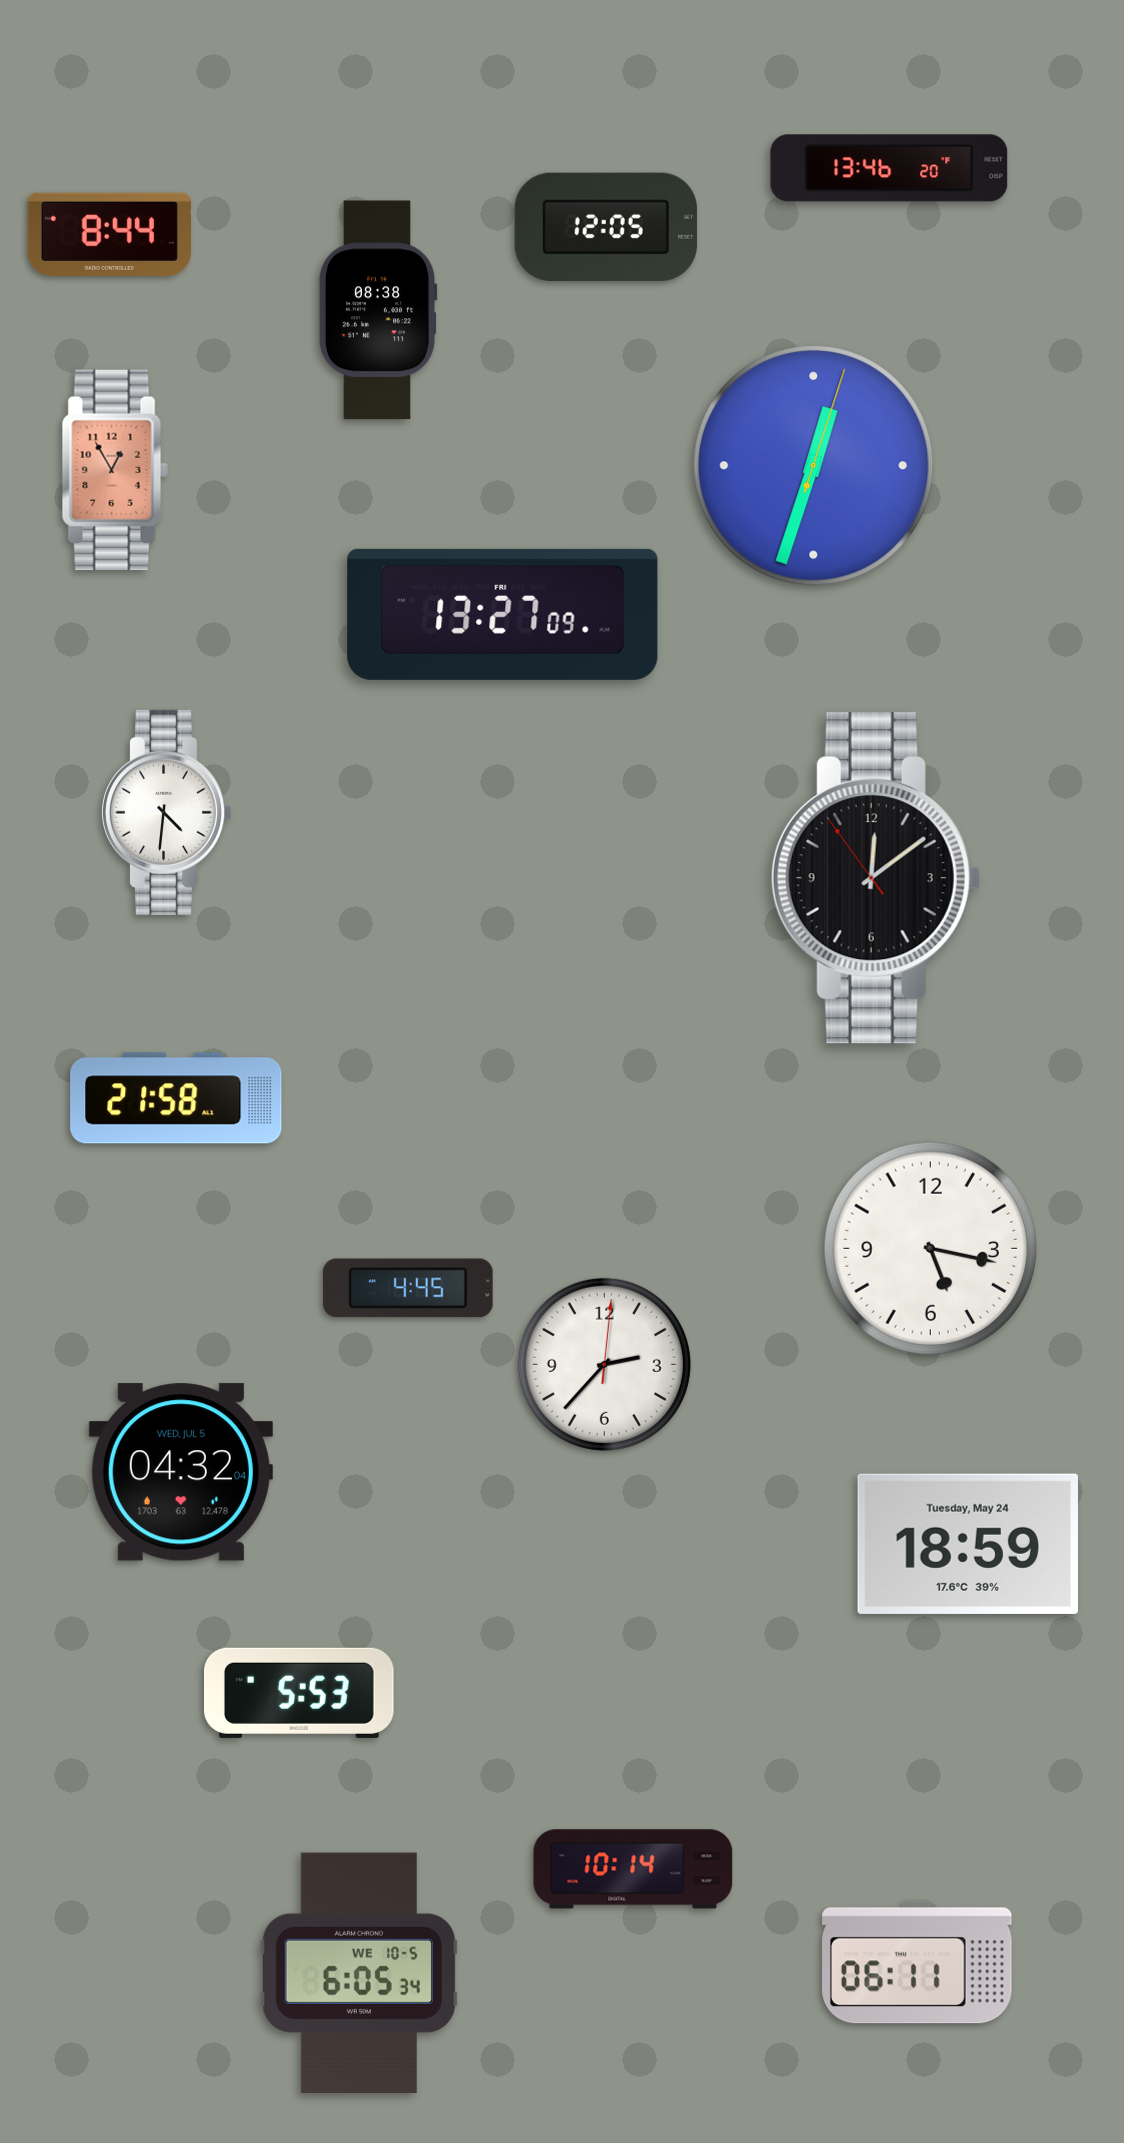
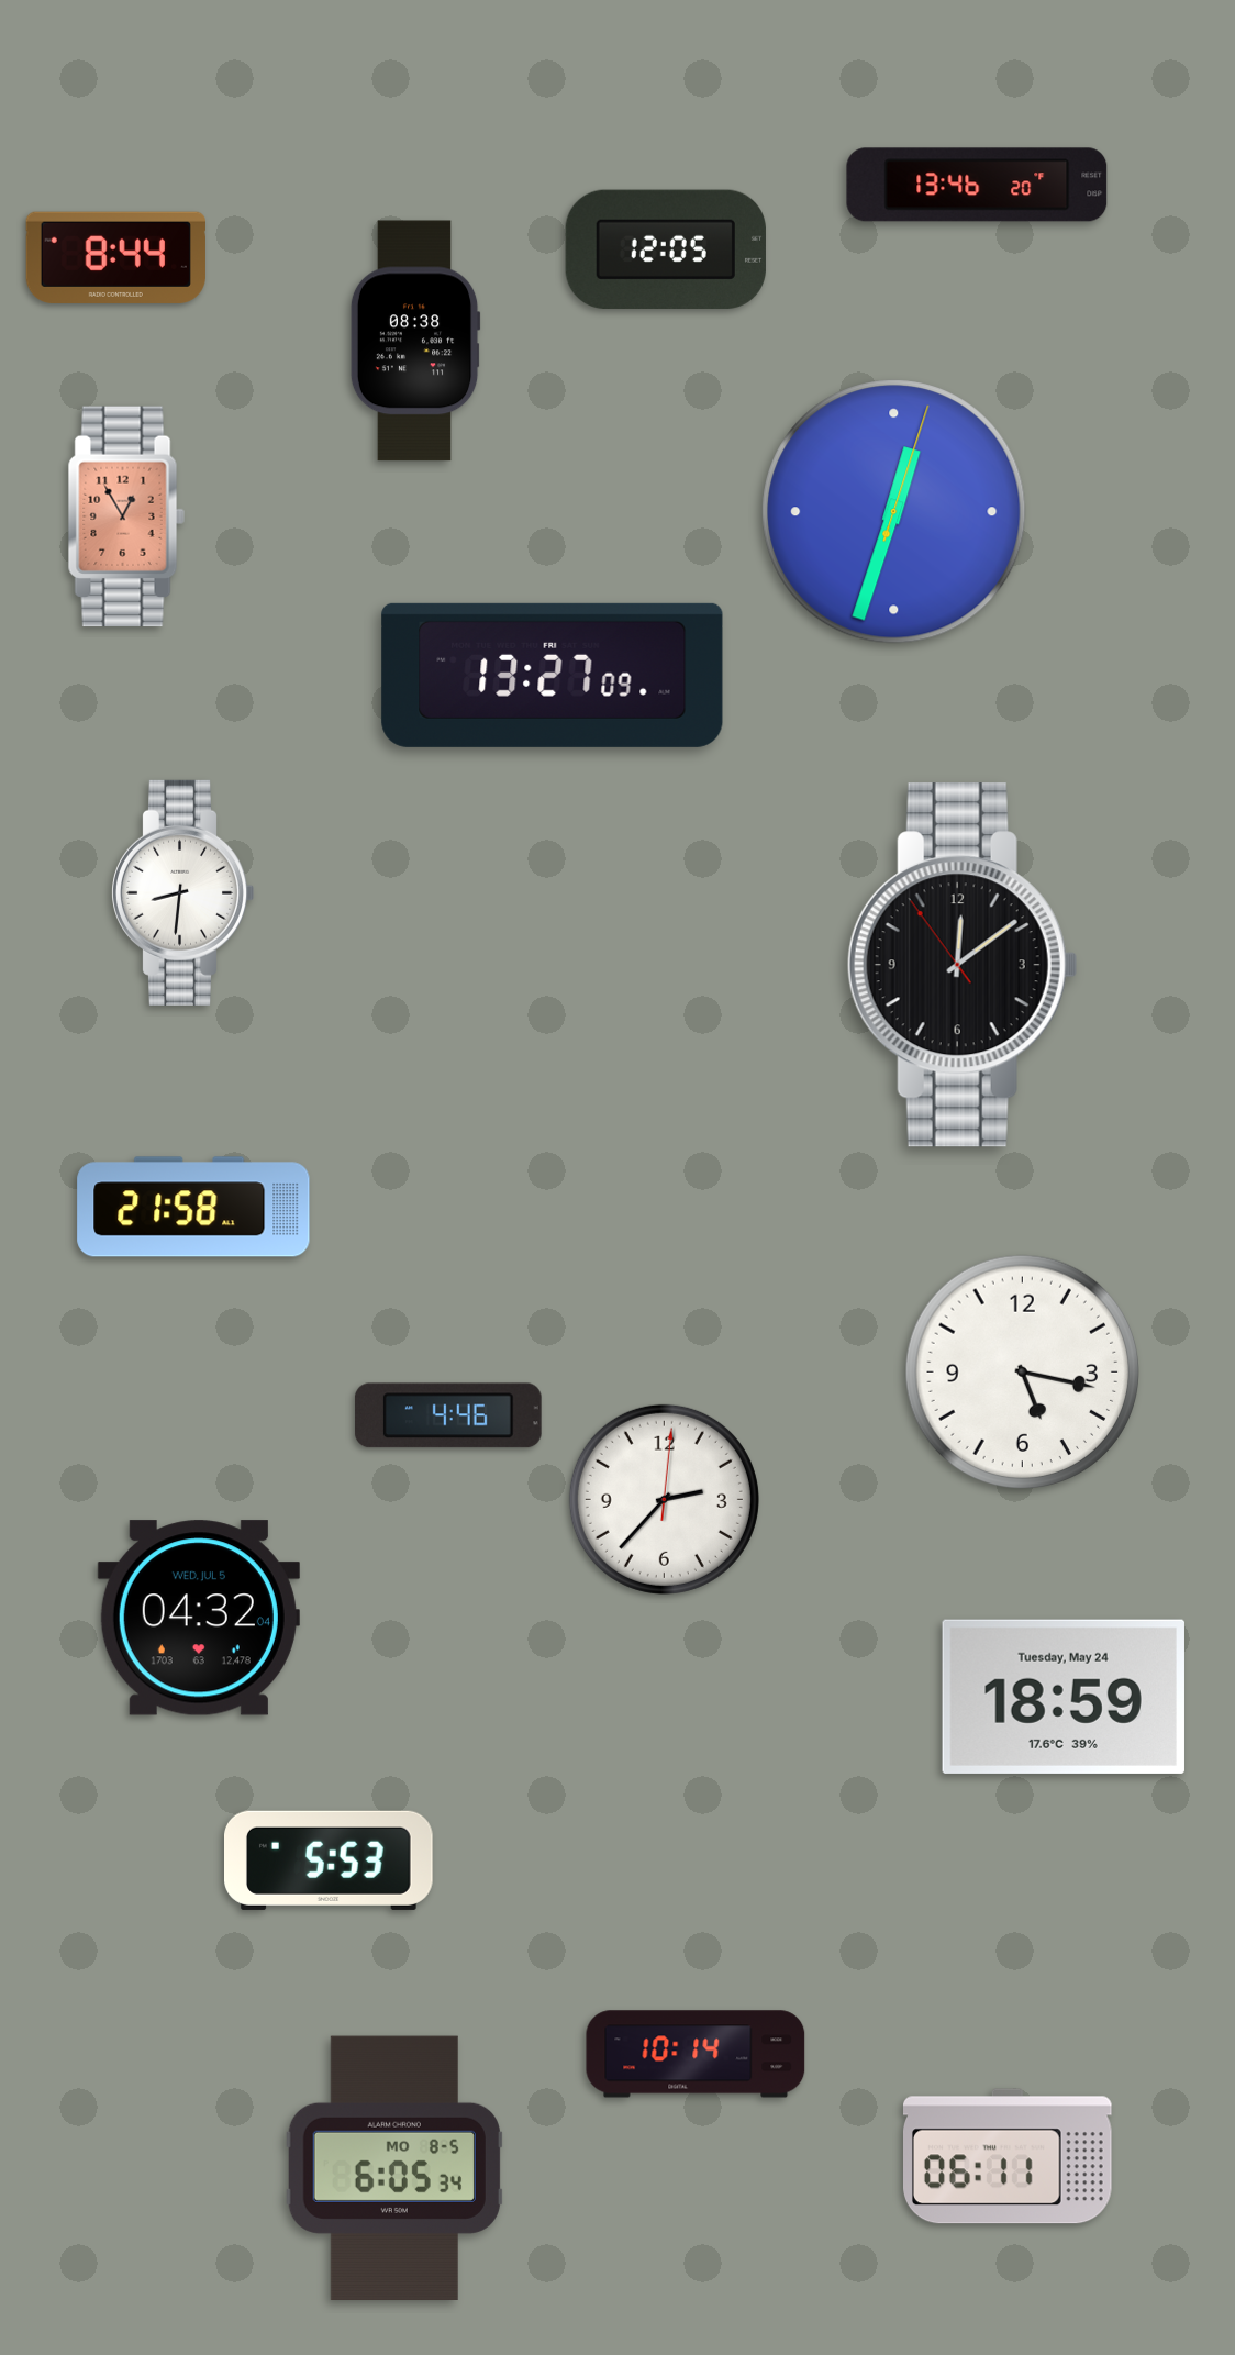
clock at (109, 234) position: (109, 234) -> (115, 257)
clock at (166, 812): 4:31 -> 8:31
clock at (408, 1288): 4:45 -> 4:46
clock at (359, 1972) date: WE 10-5 -> MO 8-5
